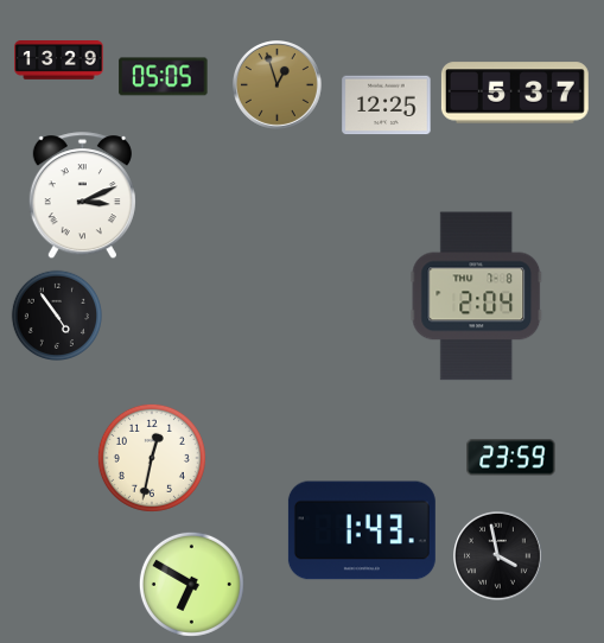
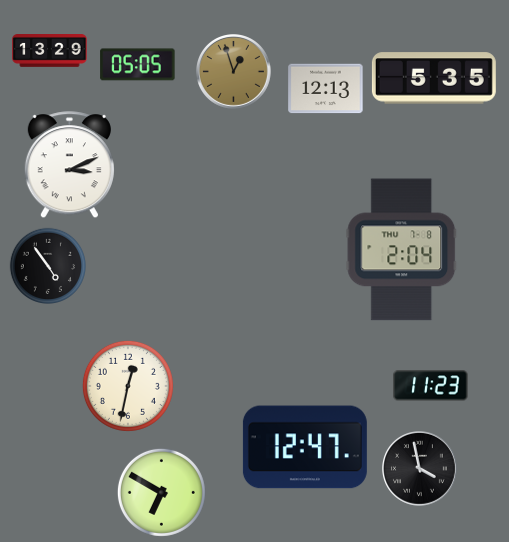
clock at (515, 93): 5:37 -> 5:35
clock at (387, 106): 12:25 -> 12:13
clock at (511, 458): 23:59 -> 11:23
clock at (362, 530): 1:43 -> 12:47
